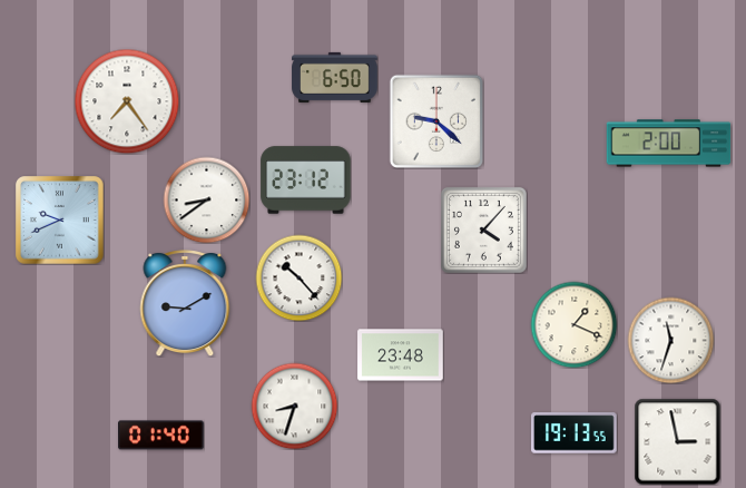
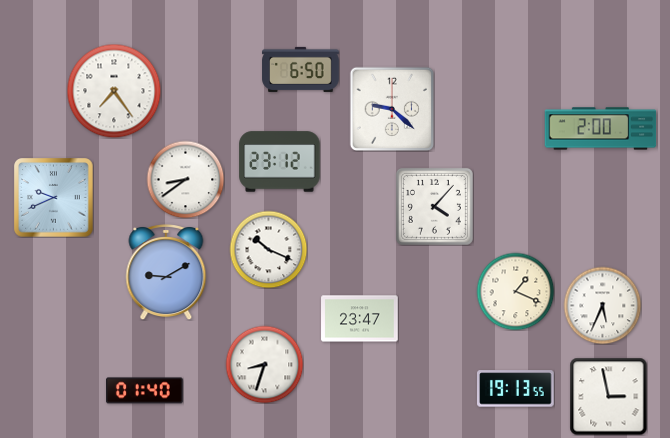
clock at (306, 180) position: (306, 180) -> (280, 162)
clock at (298, 277): 10:23 -> 10:19
clock at (670, 340): 11:33 -> 5:34
clock at (401, 355): 23:48 -> 23:47
